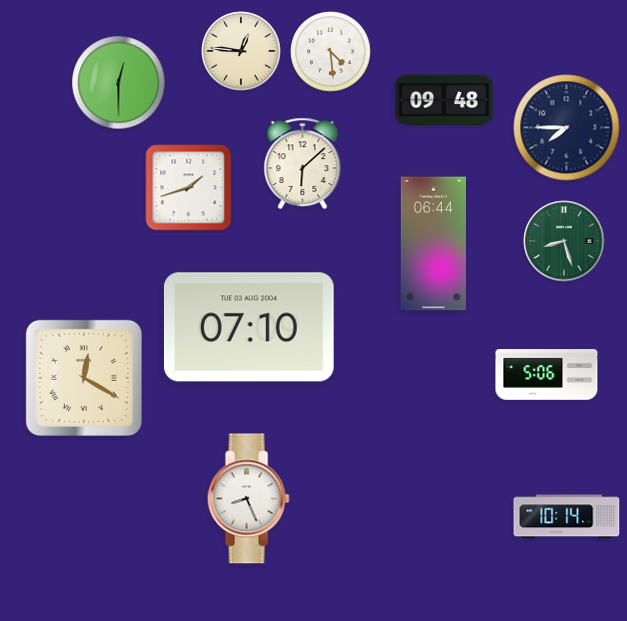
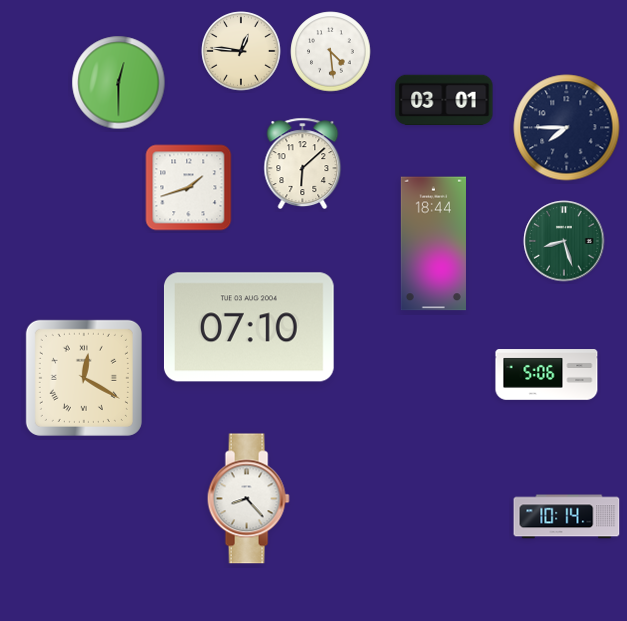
clock at (444, 100): 09:48 -> 03:01
clock at (433, 244): 06:44 -> 18:44
clock at (248, 499): 8:26 -> 8:23
